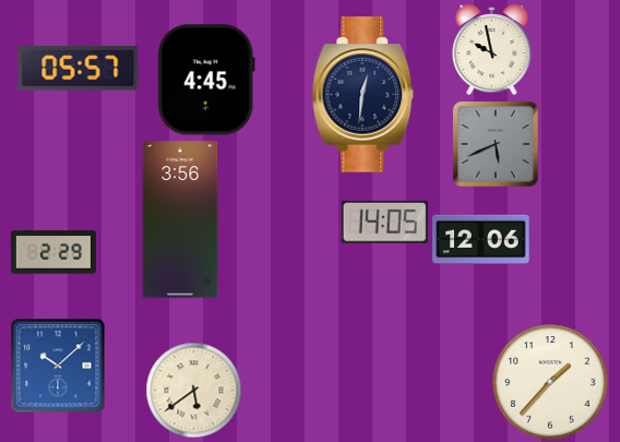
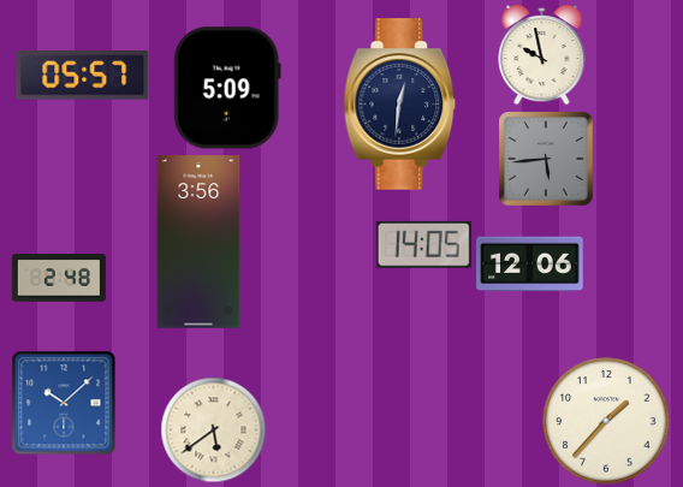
clock at (79, 69) position: (79, 69) -> (83, 76)
clock at (206, 80): 4:45 -> 5:09
clock at (496, 144): 5:41 -> 5:44
clock at (53, 252): 2:29 -> 2:48
